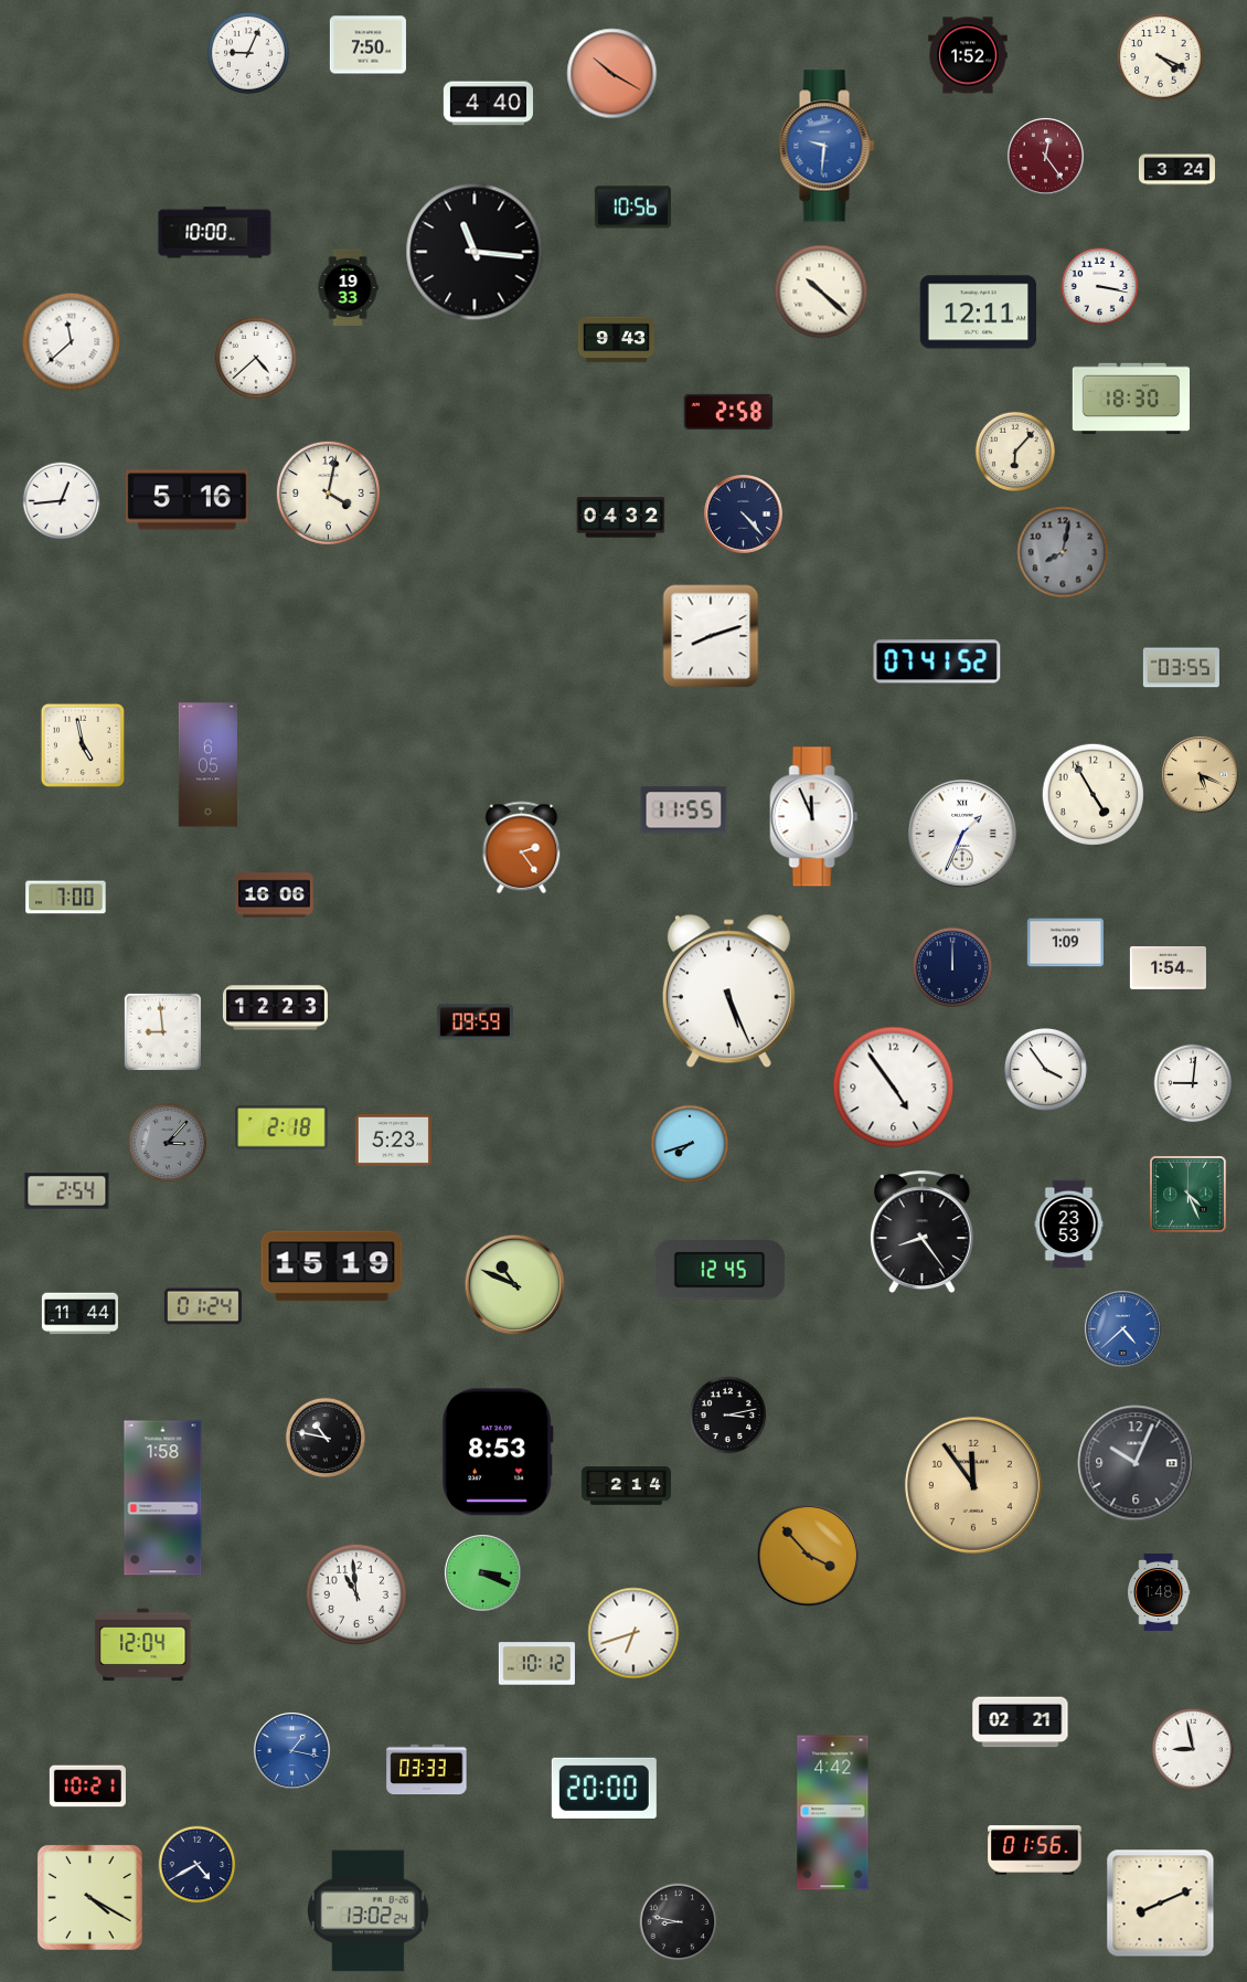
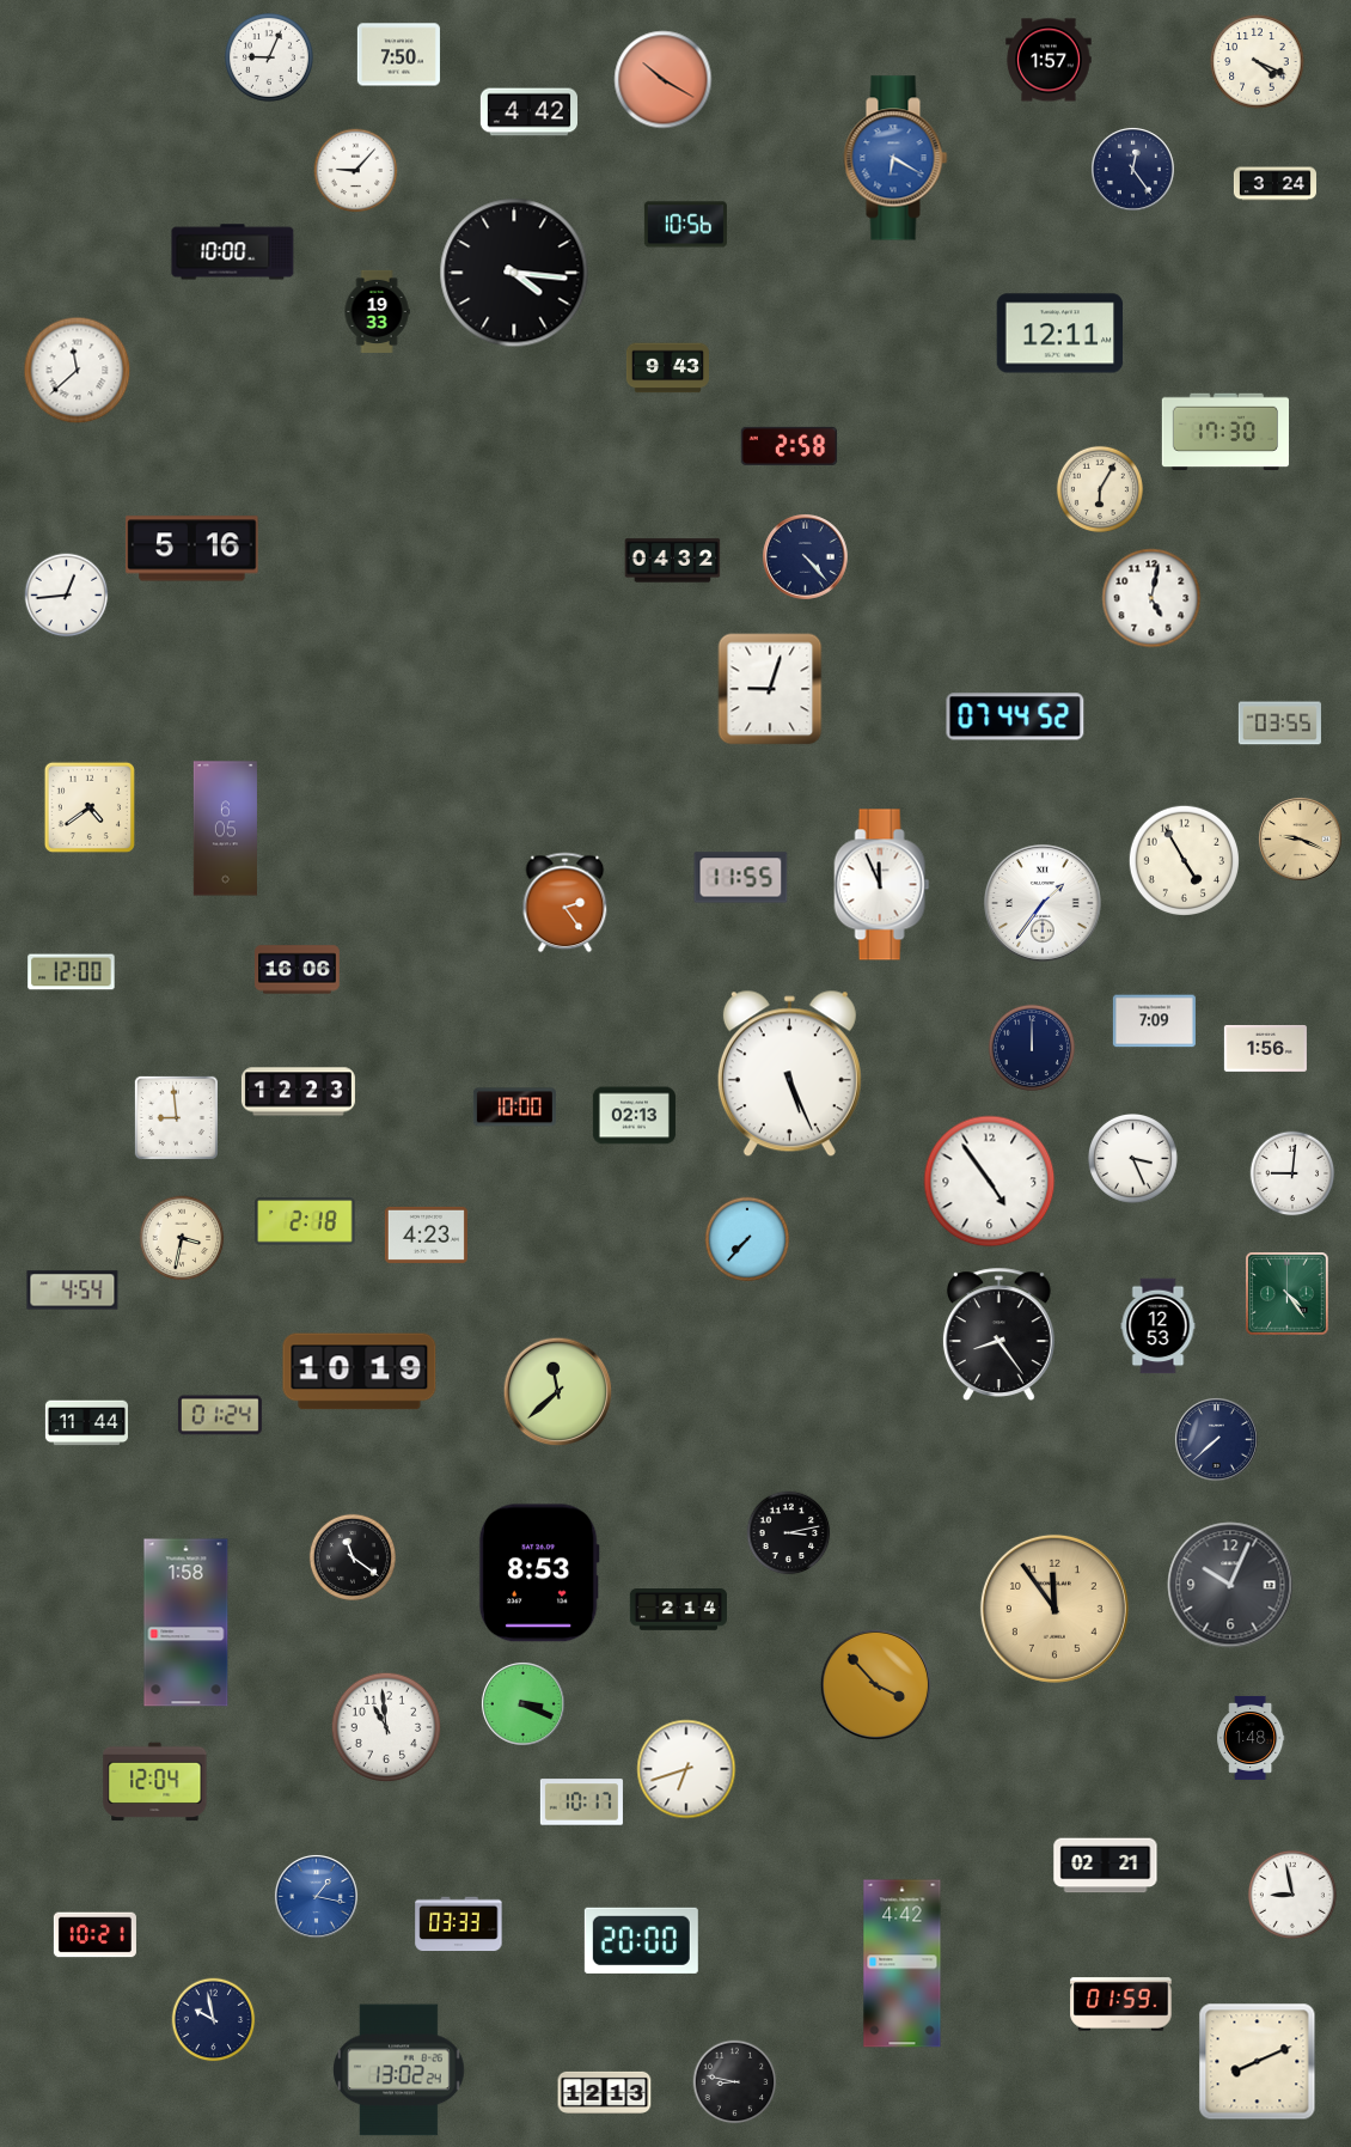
clock at (367, 45) position: (367, 45) -> (398, 55)
clock at (968, 55): 1:52 -> 1:57
clock at (488, 104): 4:40 -> 4:42
clock at (827, 146): 9:31 -> 6:20
clock at (1045, 156) dial: burgundy -> navy
clock at (356, 171): none -> 9:07
clock at (475, 252): 11:16 -> 4:16
clock at (1100, 287): 3:17 -> none
clock at (821, 292): 10:22 -> none
clock at (979, 312) position: (979, 312) -> (1060, 334)
clock at (256, 358): 4:38 -> none
clock at (1130, 398): 18:30 -> 17:30
clock at (1015, 452): 6:07 -> 6:05
clock at (328, 492): 4:02 -> none
clock at (188, 500) position: (188, 500) -> (192, 549)
clock at (62, 501) position: (62, 501) -> (67, 596)
clock at (1063, 552): 8:02 -> 5:02
clock at (1063, 552) dial: grey -> white
clock at (711, 636): 8:12 -> 9:03
clock at (937, 661): 07:41 -> 07:44
clock at (83, 745): 4:58 -> 4:39
clock at (1200, 774): 5:19 -> 9:19
clock at (962, 834): 1:34 -> 1:36
clock at (522, 848) position: (522, 848) -> (566, 903)
clock at (66, 898): 7:00 -> 12:00
clock at (1065, 943): 1:09 -> 7:09
clock at (1168, 968): 1:54 -> 1:56
clock at (475, 1022): 09:59 -> 10:00
clock at (634, 1116): none -> 02:13
clock at (1046, 1070): 3:54 -> 3:26
clock at (894, 1088) position: (894, 1088) -> (990, 1182)
clock at (393, 1140): 5:23 -> 4:23
clock at (168, 1143): 3:07 -> 3:32
clock at (168, 1143) dial: grey -> cream
clock at (690, 1144): 7:42 -> 7:37
clock at (67, 1191): 2:54 -> 4:54
clock at (1189, 1195): 4:26 -> 4:24
clock at (1069, 1225): 23:53 -> 12:53
clock at (332, 1266): 15:19 -> 10:19
clock at (720, 1270): 12:45 -> none
clock at (515, 1285): 10:49 -> 11:38
clock at (1122, 1328): 4:38 -> 7:38
clock at (1122, 1328) dial: blue -> navy
clock at (326, 1438): 10:47 -> 11:21
clock at (163, 1498) position: (163, 1498) -> (187, 1623)
clock at (1160, 1592) position: (1160, 1592) -> (1252, 1738)
clock at (536, 1664): 10:12 -> 10:17
clock at (427, 1770) position: (427, 1770) -> (459, 1925)
clock at (604, 1788) position: (604, 1788) -> (641, 1940)
clock at (1035, 1851): 01:56 -> 01:59
clock at (198, 1865): 4:40 -> 9:58
clock at (90, 1898): 4:20 -> none
clock at (605, 2092): none -> 12:13
